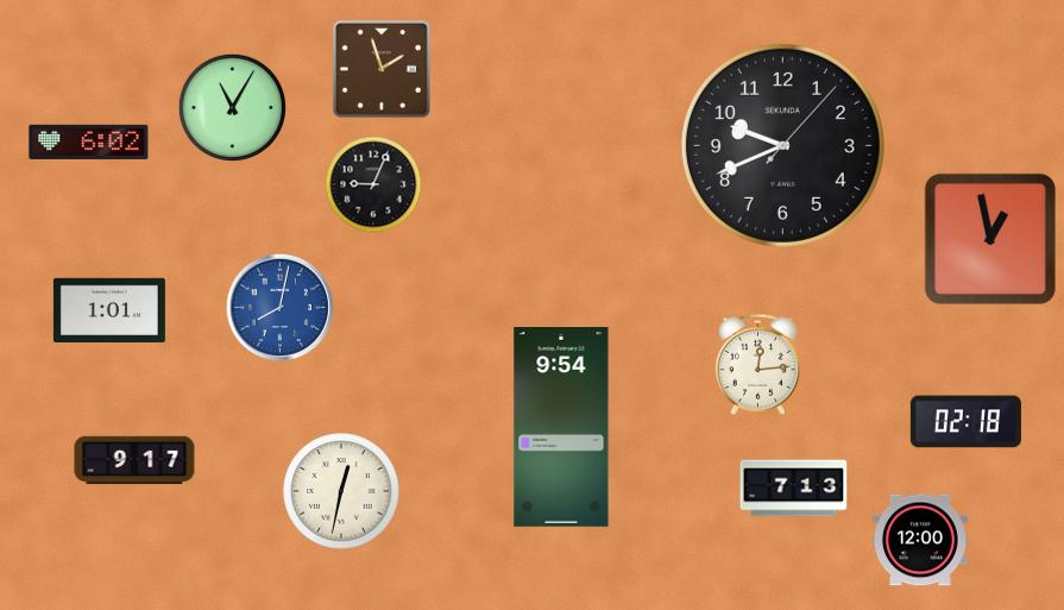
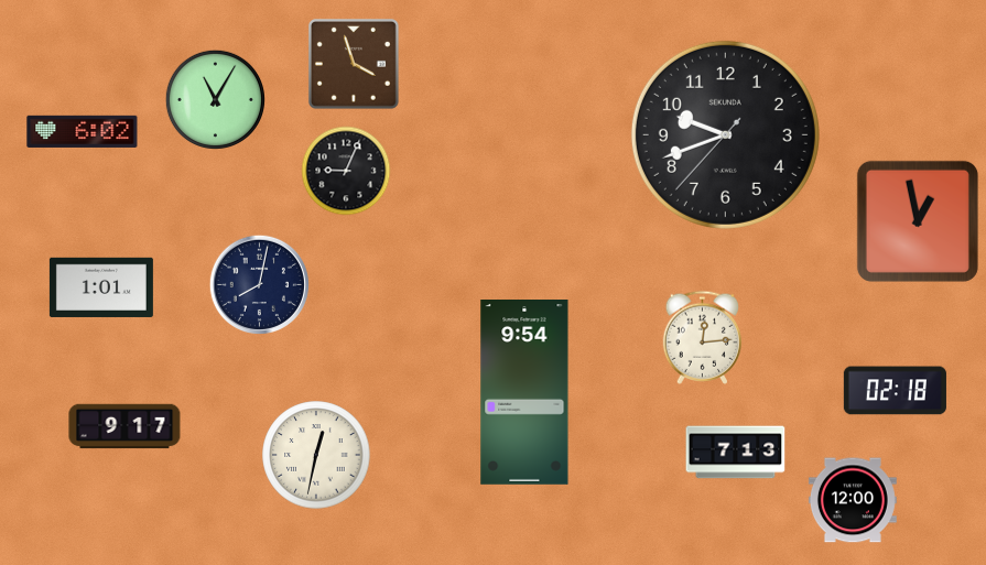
clock at (382, 69): 1:57 -> 3:57
clock at (782, 145): 9:41:07 -> 9:41:37
clock at (279, 307) dial: blue -> navy
clock at (561, 428) position: (561, 428) -> (524, 393)
